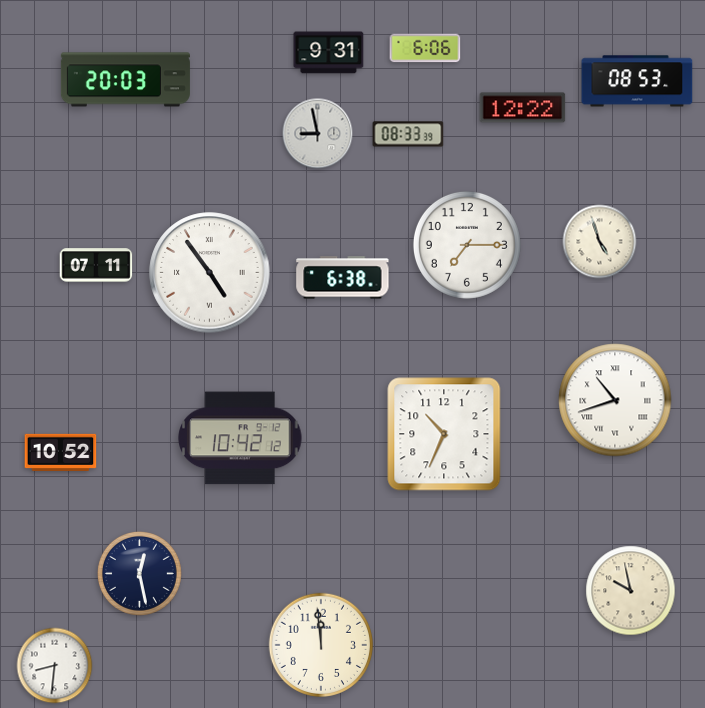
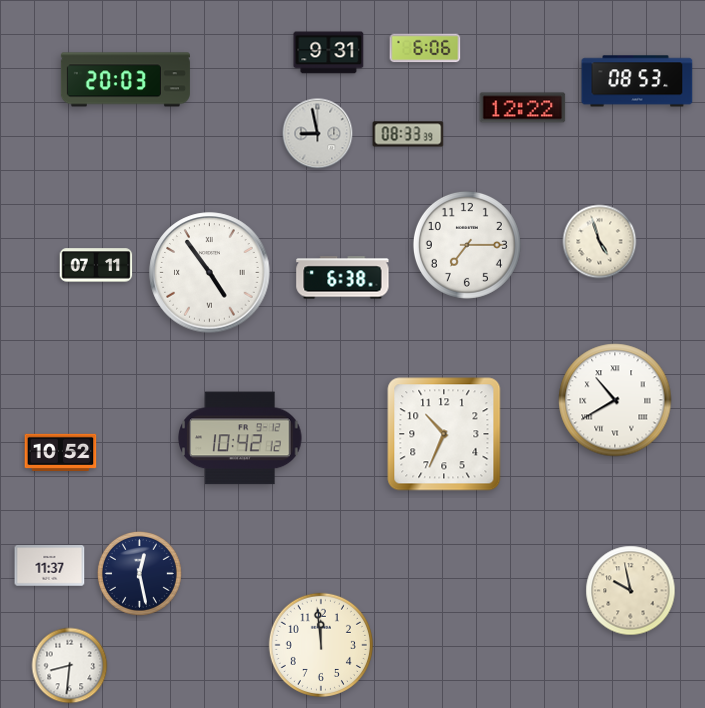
clock at (615, 400): 10:42 -> 10:40
clock at (50, 566): none -> 11:37
clock at (55, 666) position: (55, 666) -> (70, 666)
